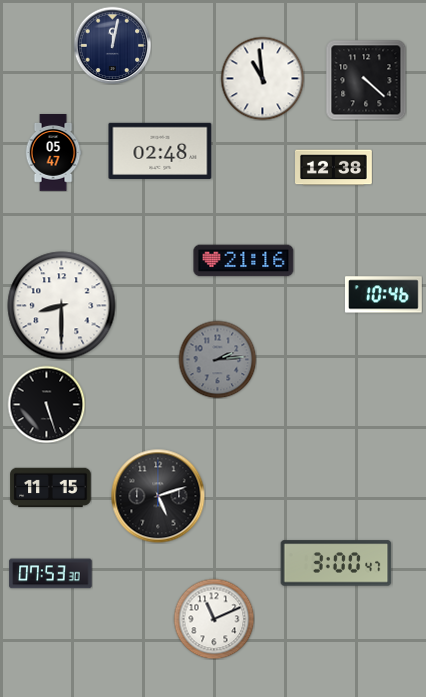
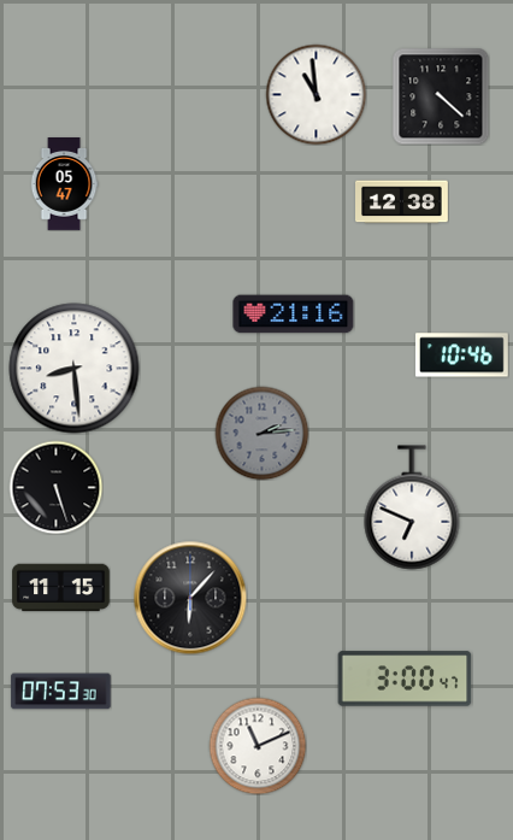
clock at (112, 45): 12:02 -> none
clock at (160, 151): 02:48 -> none
clock at (62, 306): 8:30 -> 8:29
clock at (412, 507): none -> 6:49
clock at (158, 496): 5:12 -> 6:07
